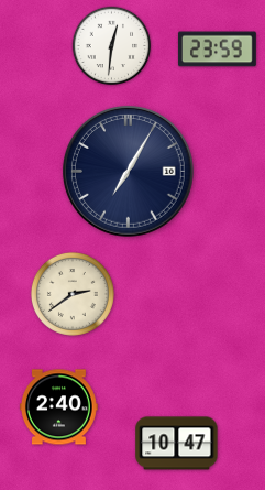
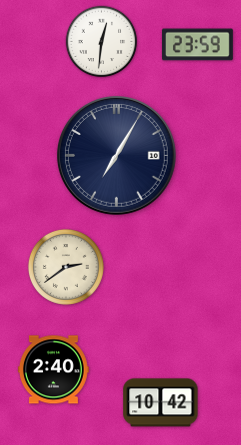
clock at (177, 444): 10:47 -> 10:42
